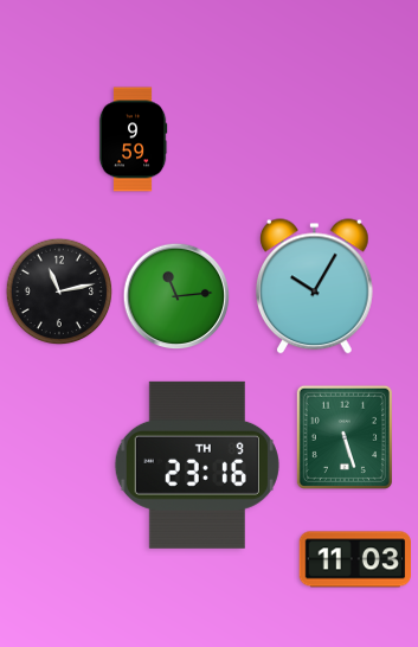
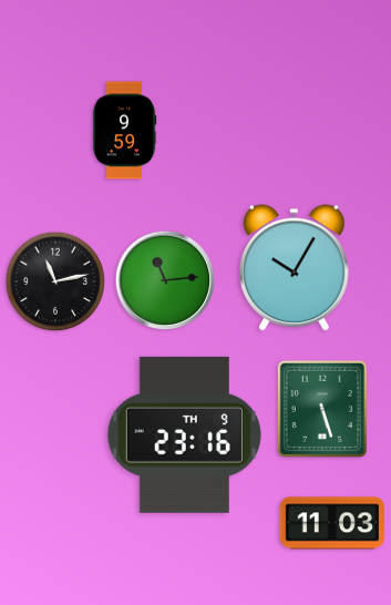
clock at (59, 292) position: (59, 292) -> (55, 281)
clock at (176, 296) position: (176, 296) -> (165, 280)
